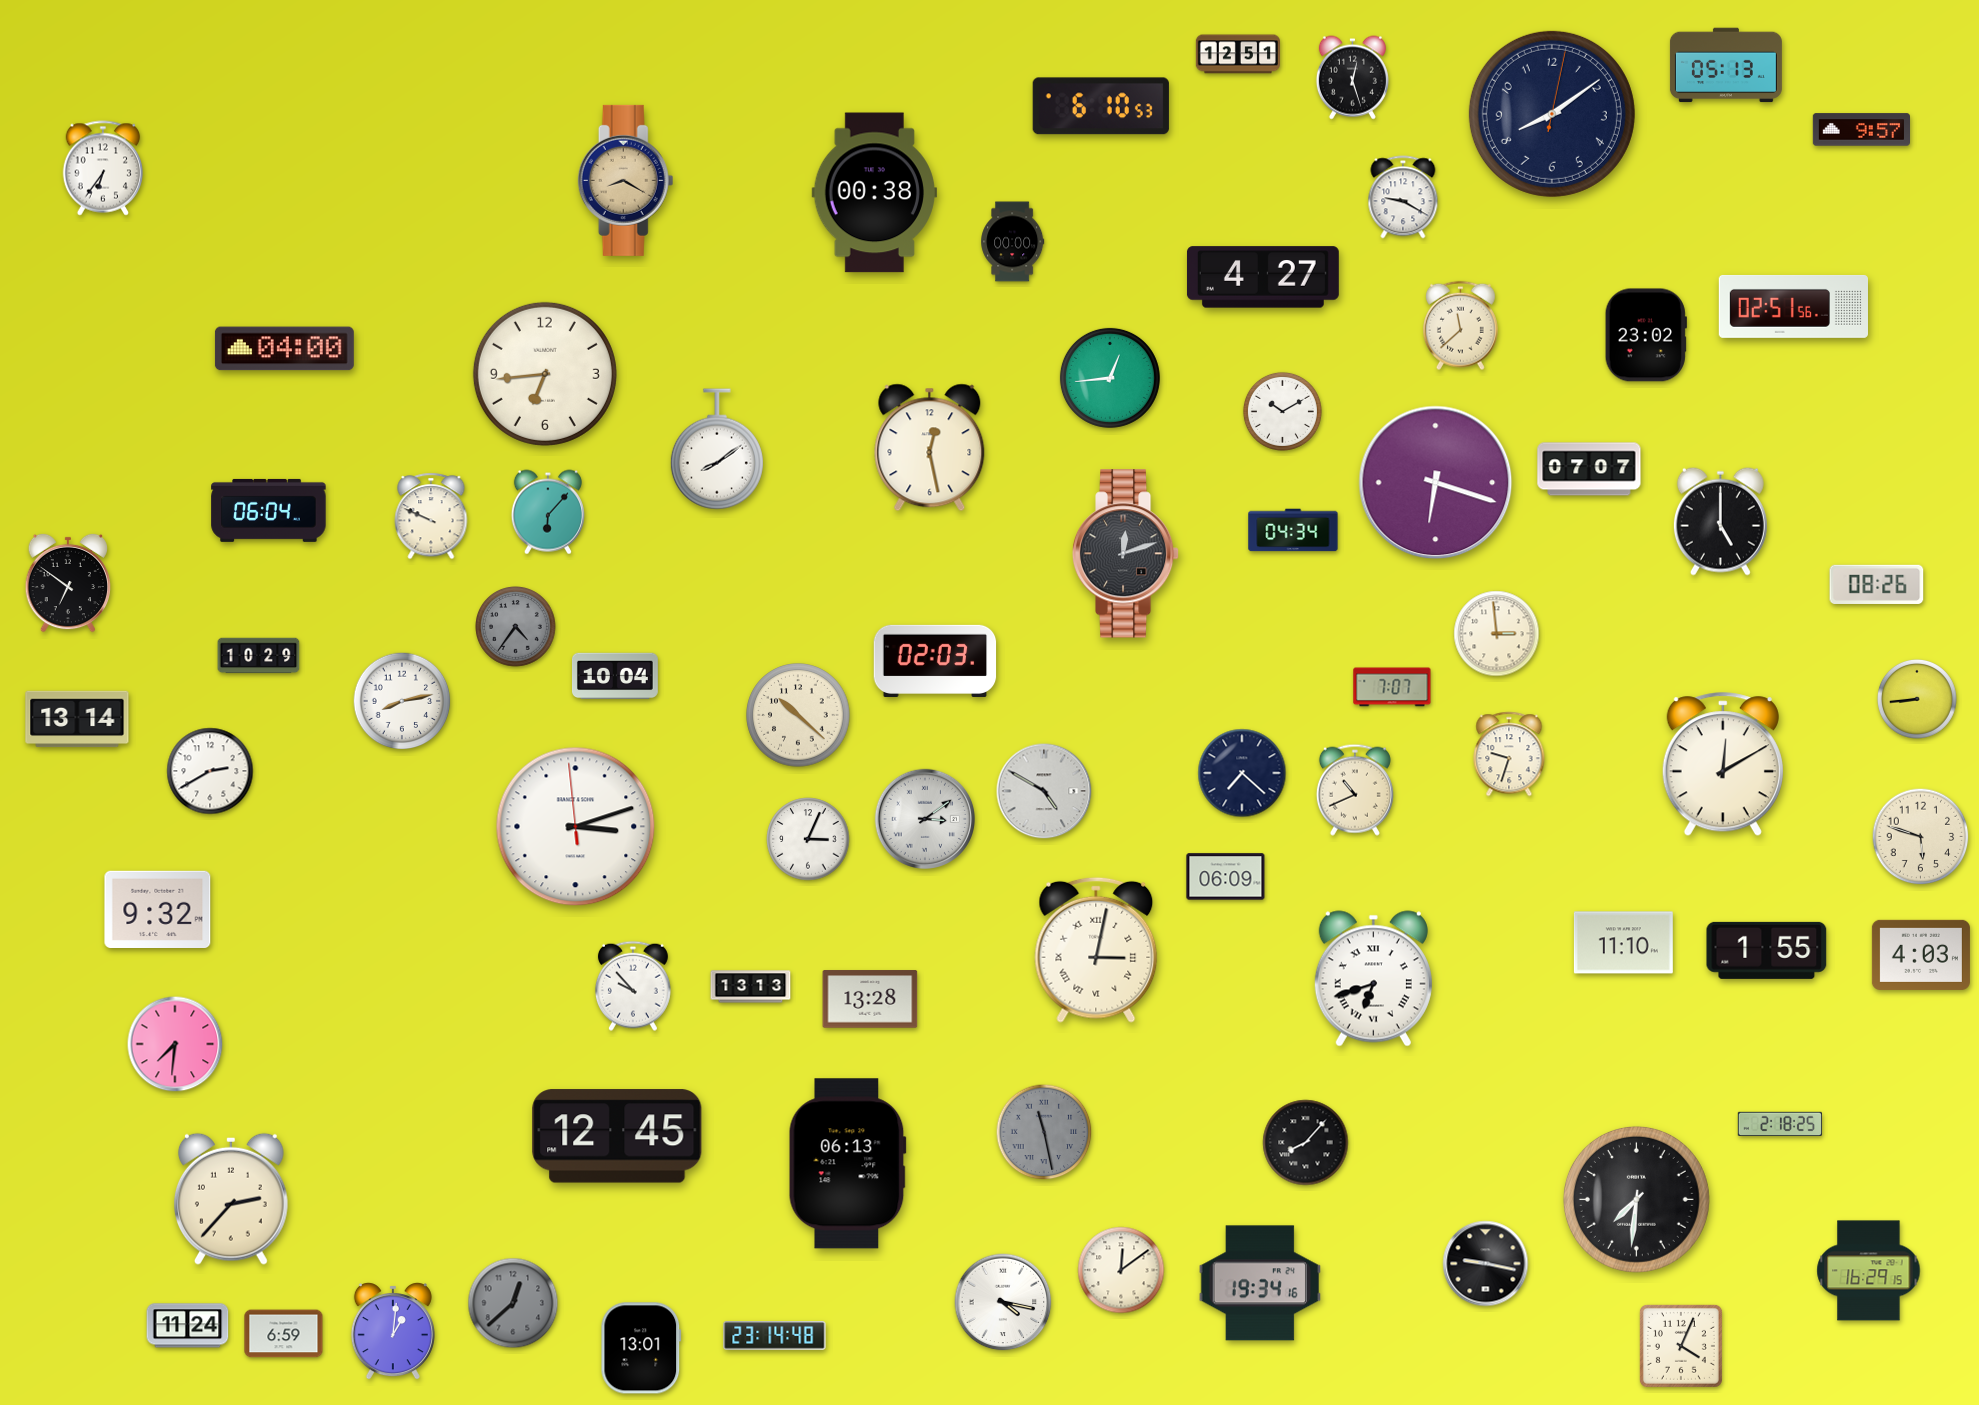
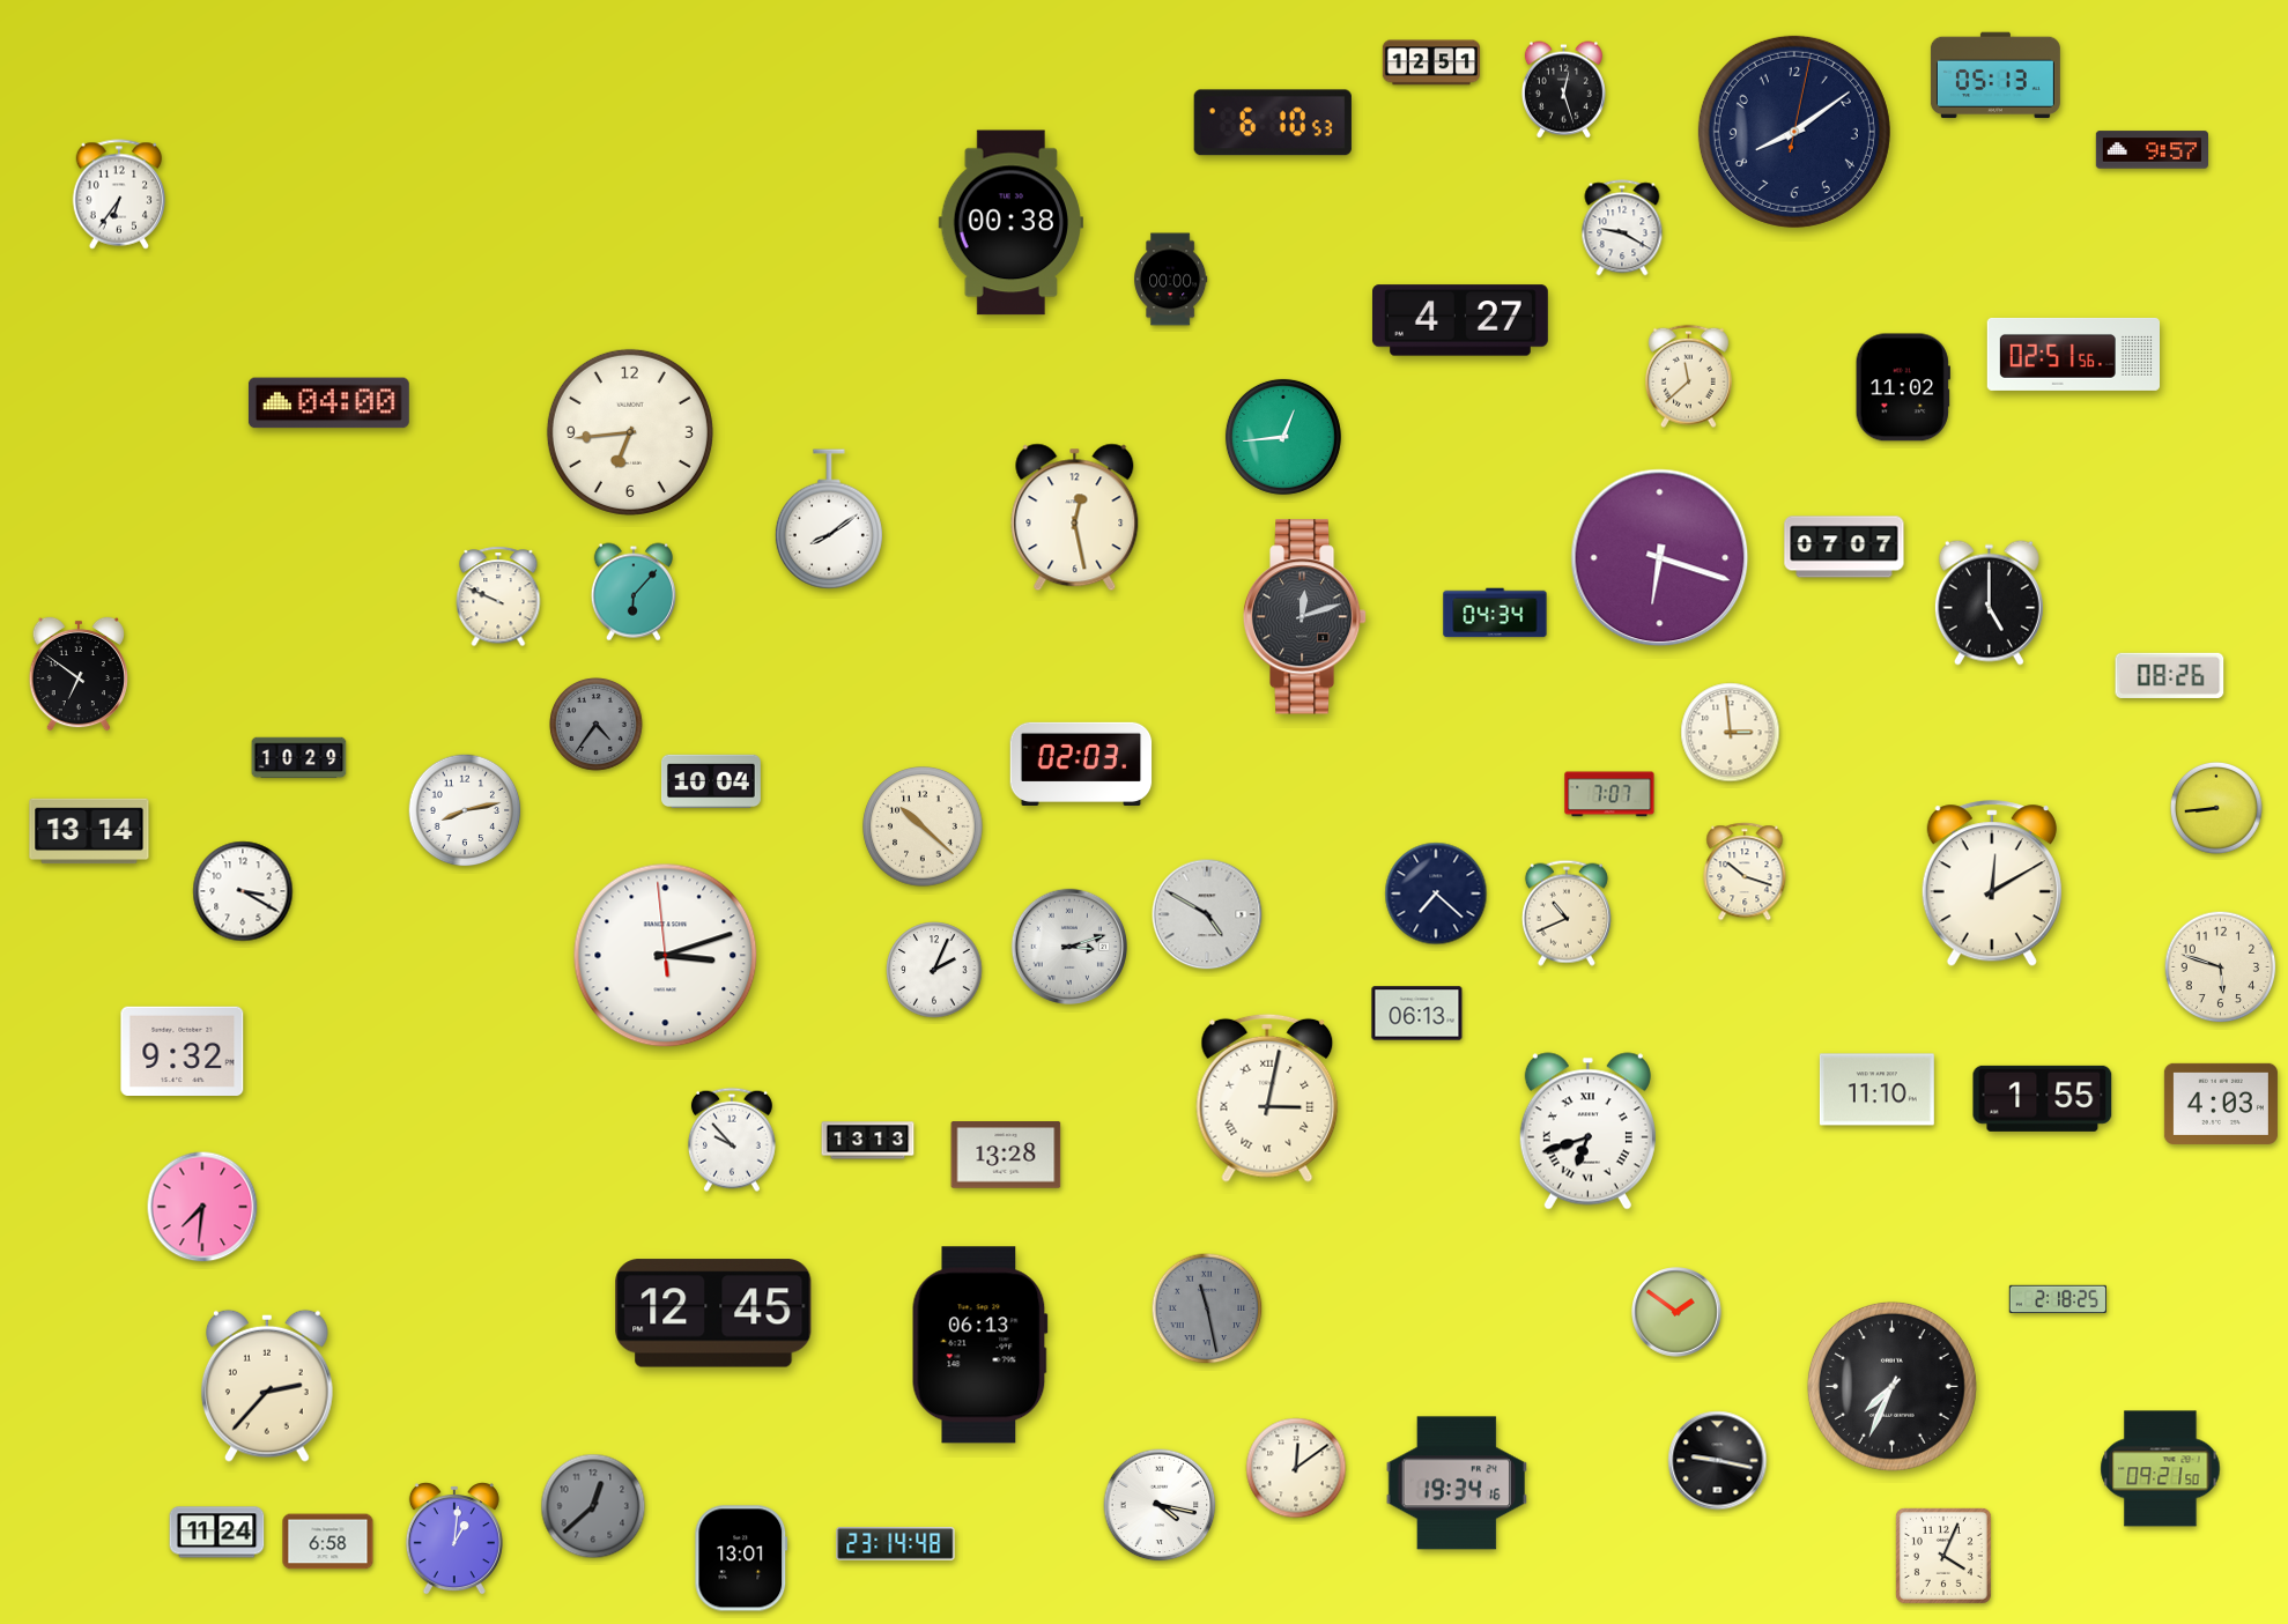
clock at (626, 180): 8:20 -> none
clock at (1646, 335): 23:02 -> 11:02
clock at (1282, 411): 10:10 -> none
clock at (1589, 469) position: (1589, 469) -> (1844, 547)
clock at (269, 510): 06:04 -> none
clock at (1126, 554) position: (1126, 554) -> (1305, 617)
clock at (1509, 754): 9:33 -> 10:18
clock at (210, 771): 2:40 -> 3:20
clock at (924, 818): 3:09 -> 3:12
clock at (808, 839): 3:04 -> 2:04
clock at (1226, 877): 06:09 -> 06:13
clock at (1676, 1312): none -> 1:51
clock at (1306, 1143): 8:07 -> none
clock at (1636, 1199): 7:31 -> 7:34
clock at (1869, 1271): 16:29 -> 09:21
clock at (284, 1334): 6:59 -> 6:58
